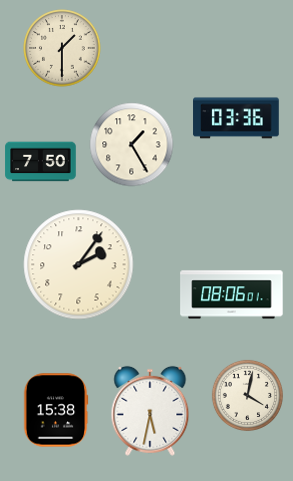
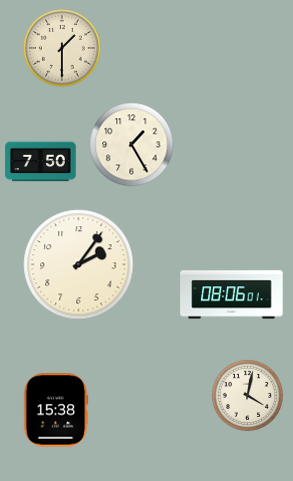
clock at (236, 118): 03:36 -> none
clock at (150, 411): 5:32 -> none
